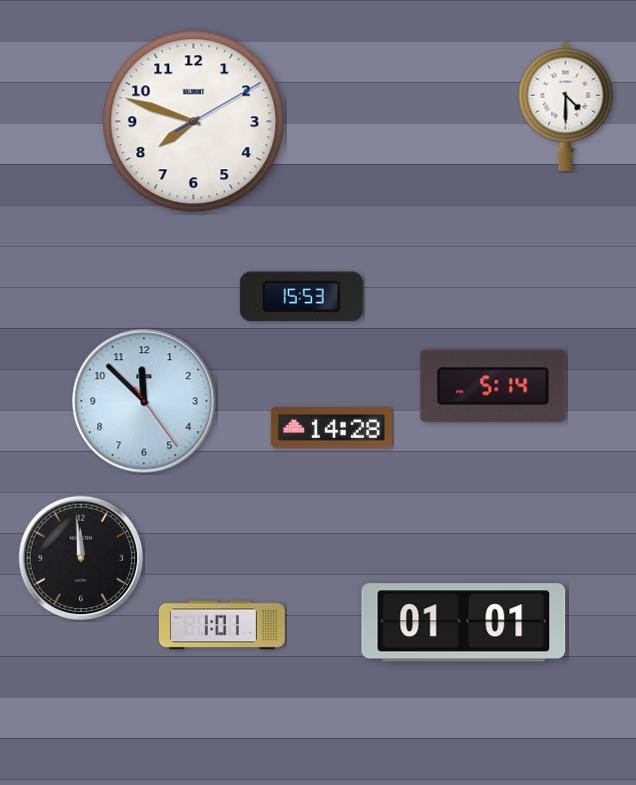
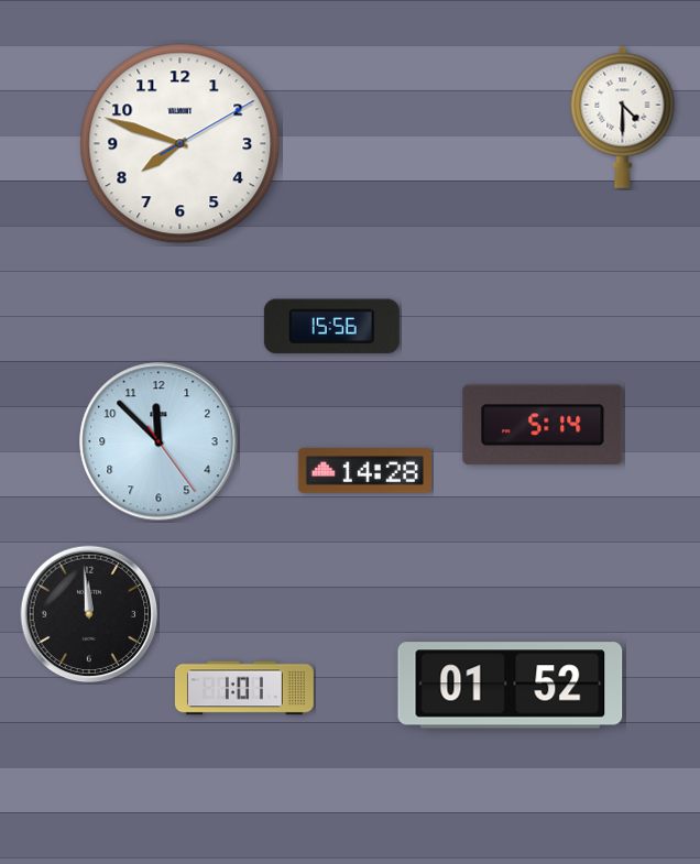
clock at (194, 122) position: (194, 122) -> (181, 144)
clock at (301, 297): 15:53 -> 15:56
clock at (464, 623): 01:01 -> 01:52
